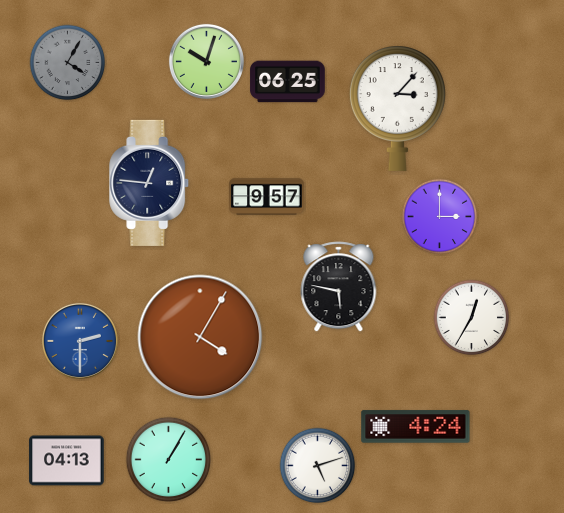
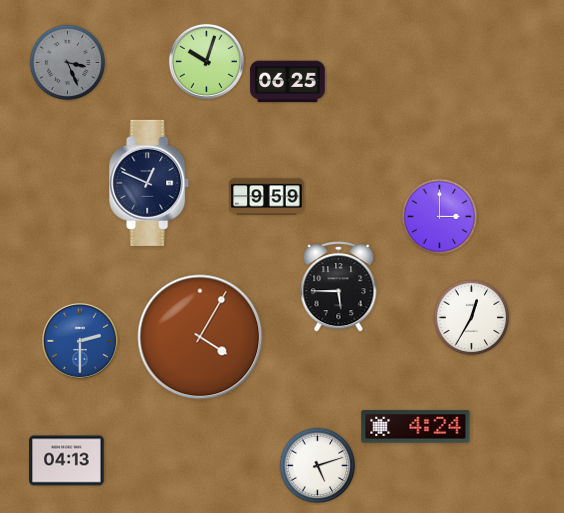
clock at (68, 63): 4:05 -> 3:26
clock at (397, 108): 3:07 -> none
clock at (150, 183): 12:46 -> 12:49
clock at (267, 197): 9:57 -> 9:59
clock at (339, 287): 5:47 -> 5:45
clock at (169, 460): 1:05 -> none
